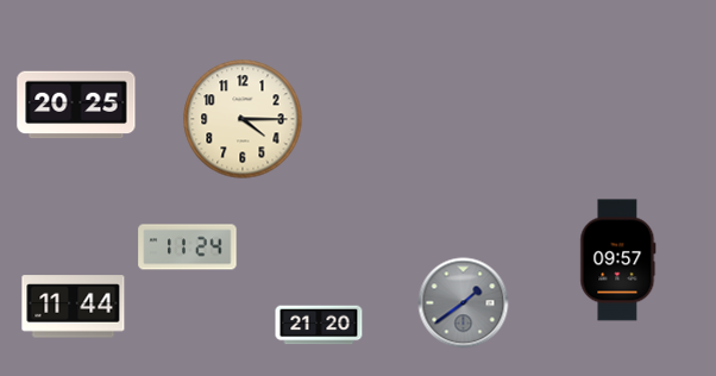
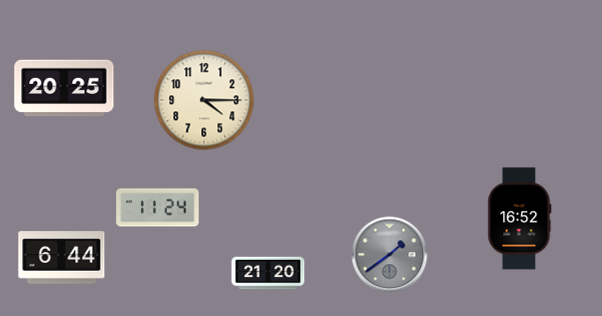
clock at (618, 261): 09:57 -> 16:52
clock at (74, 307): 11:44 -> 6:44
